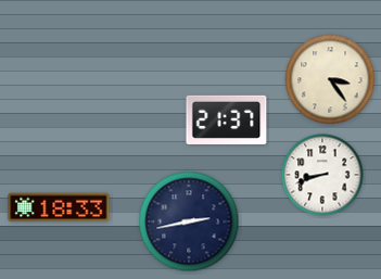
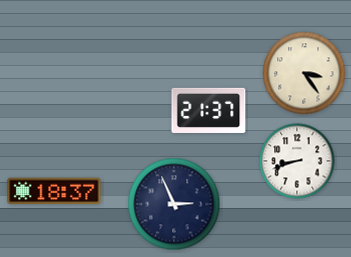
clock at (59, 207): 18:33 -> 18:37
clock at (189, 221): 2:43 -> 2:56
